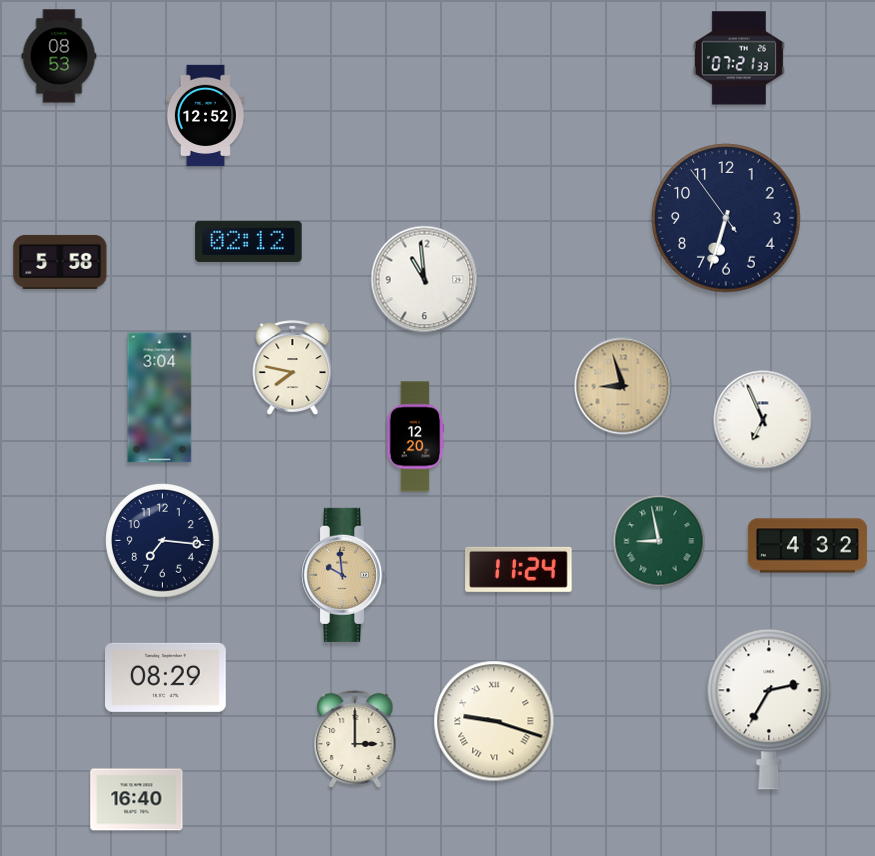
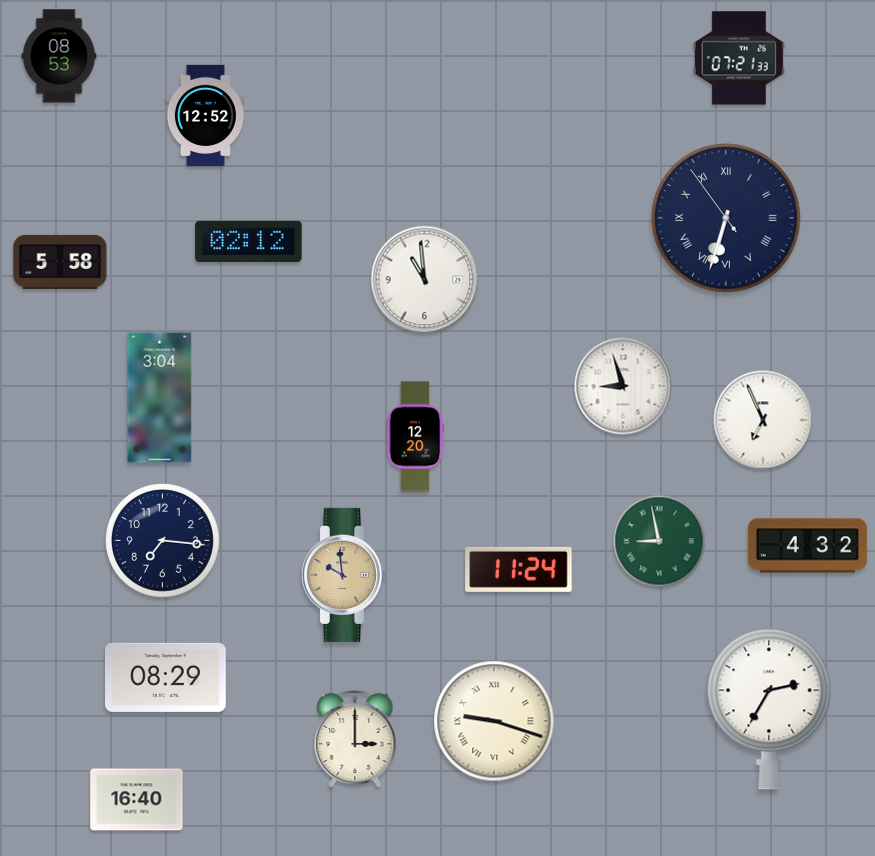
clock at (726, 218) numerals: Arabic -> Roman
clock at (293, 367): 7:47 -> none
clock at (623, 386) dial: champagne -> white
